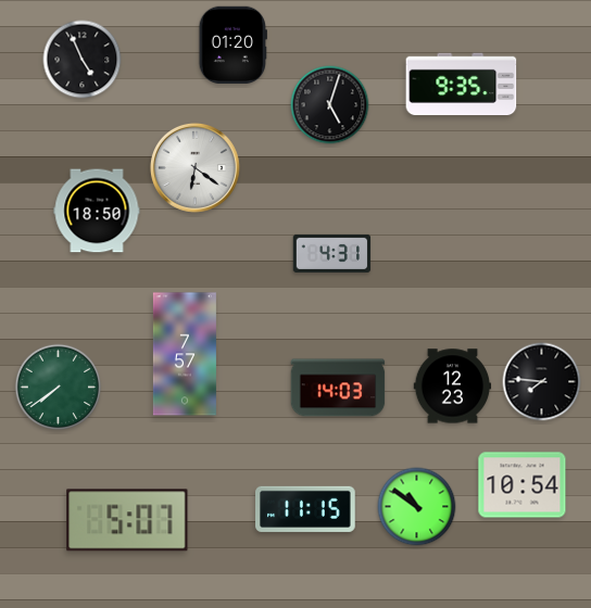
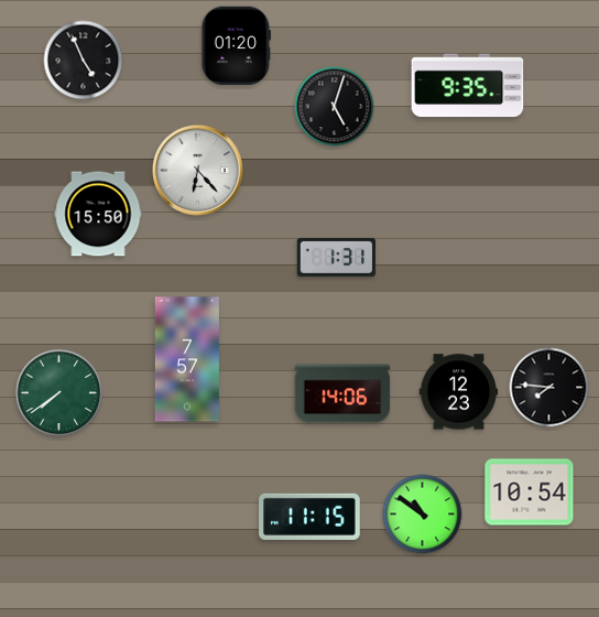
clock at (194, 167): 6:21 -> 6:23
clock at (97, 211): 18:50 -> 15:50
clock at (332, 253): 4:31 -> 1:31
clock at (338, 388): 14:03 -> 14:06
clock at (127, 520): 5:07 -> none
